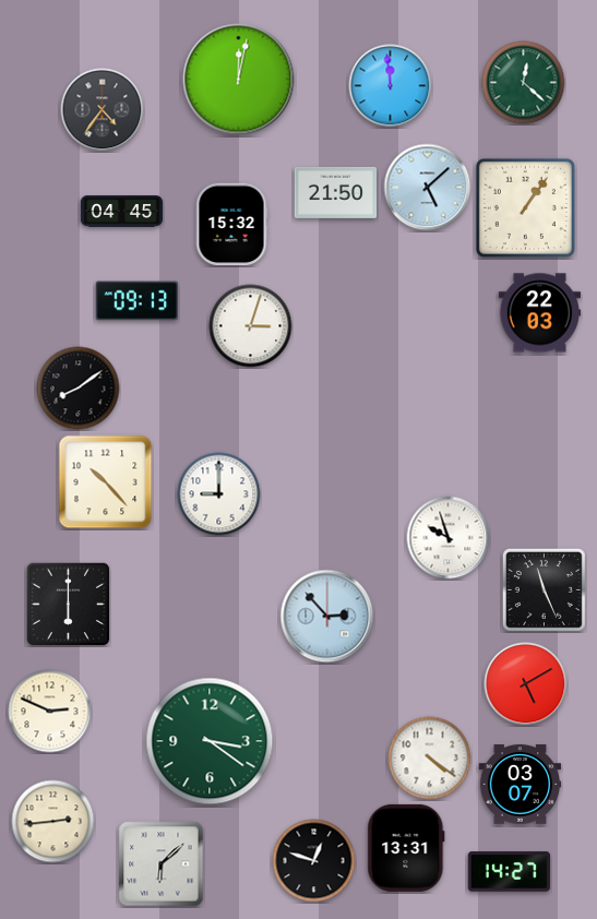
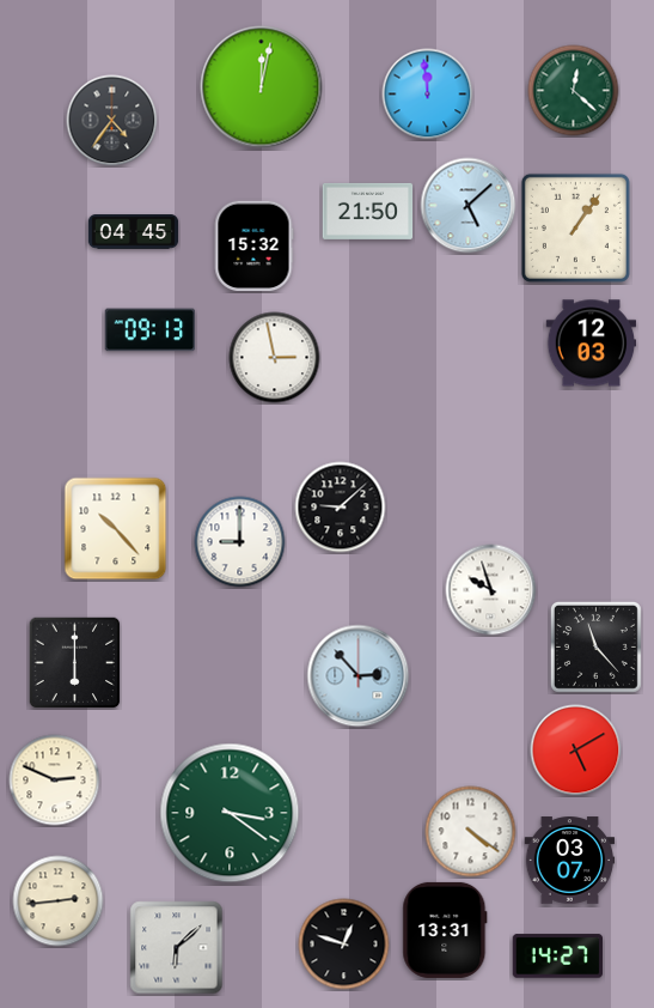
clock at (540, 313): 22:03 -> 12:03
clock at (251, 326): 3:03 -> 2:58
clock at (79, 389): 8:09 -> none
clock at (341, 508): none -> 9:08
clock at (544, 589): 11:26 -> 11:23
